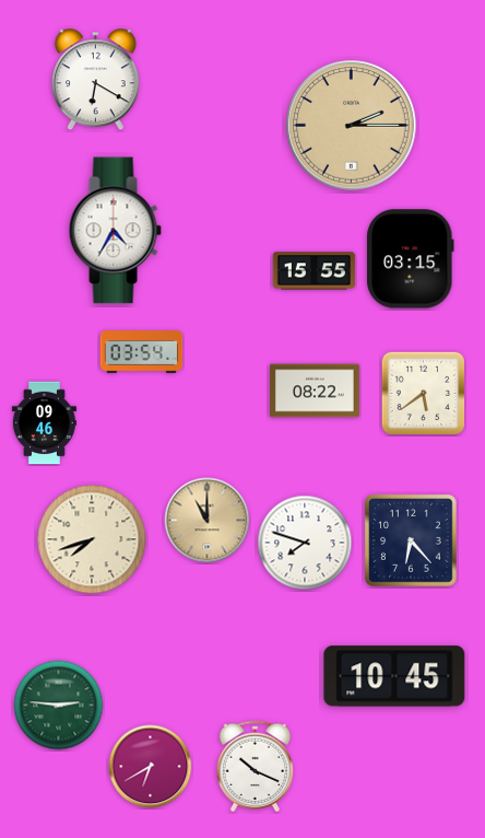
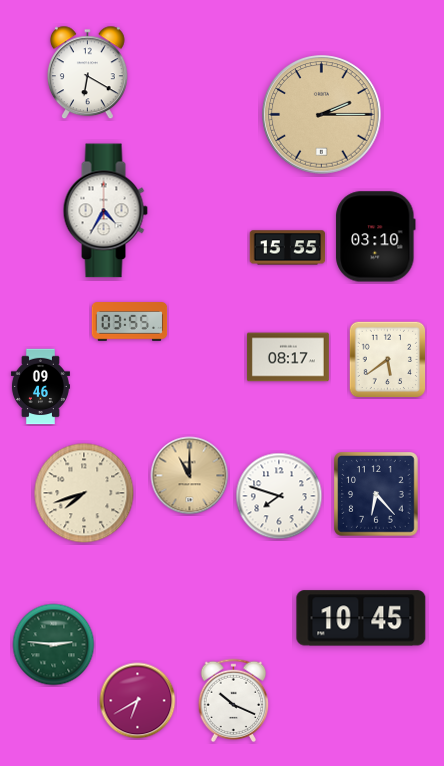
clock at (411, 259): 03:15 -> 03:10
clock at (142, 352): 03:54 -> 03:55
clock at (315, 391): 08:22 -> 08:17
